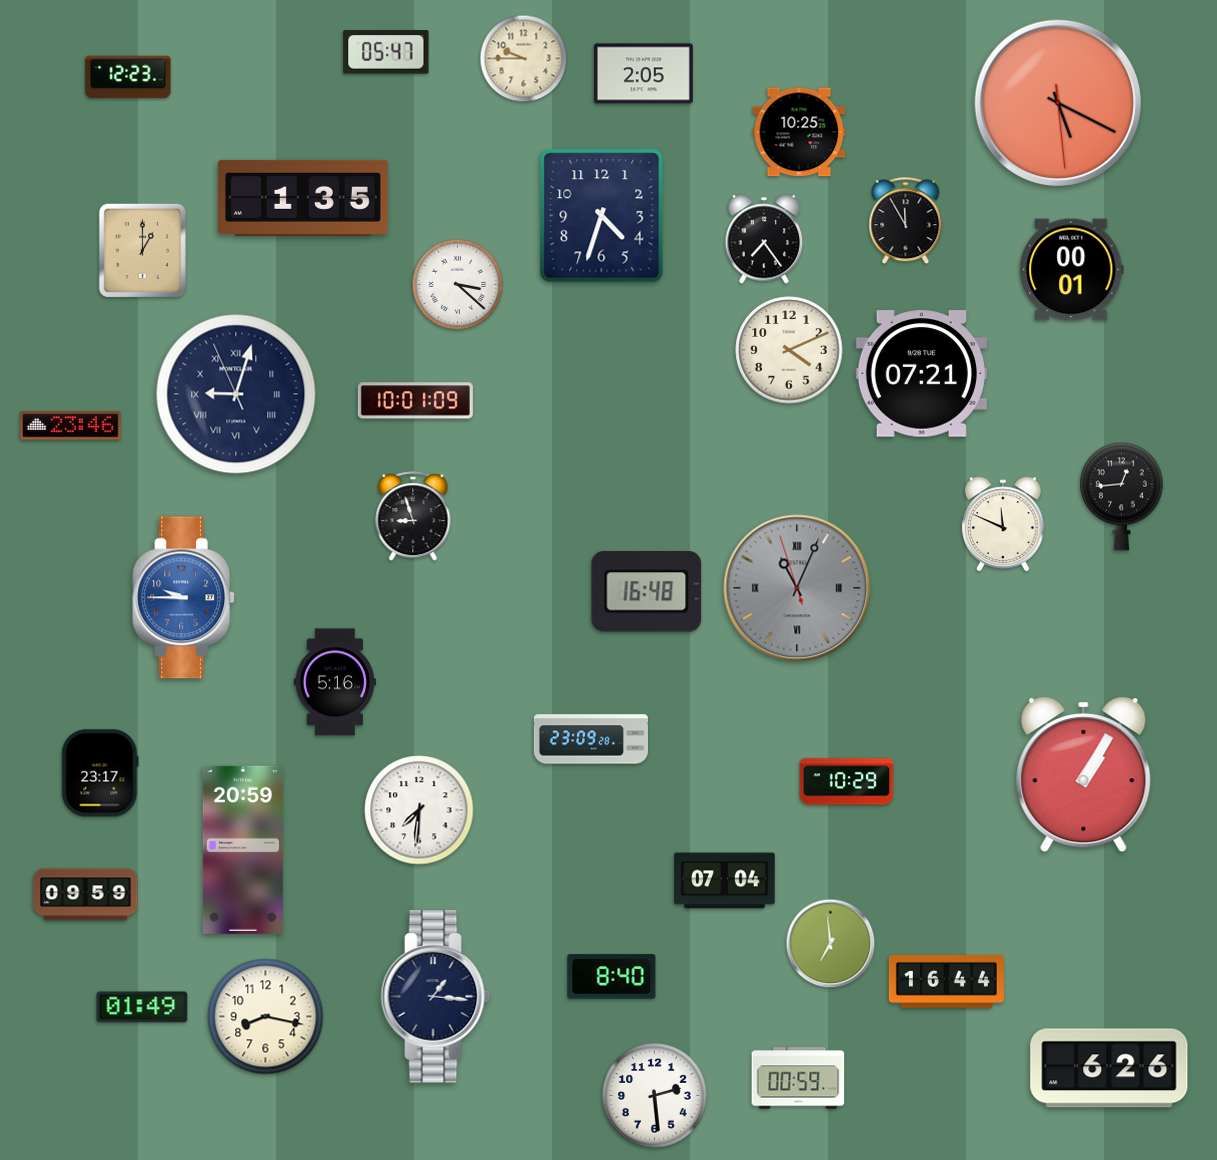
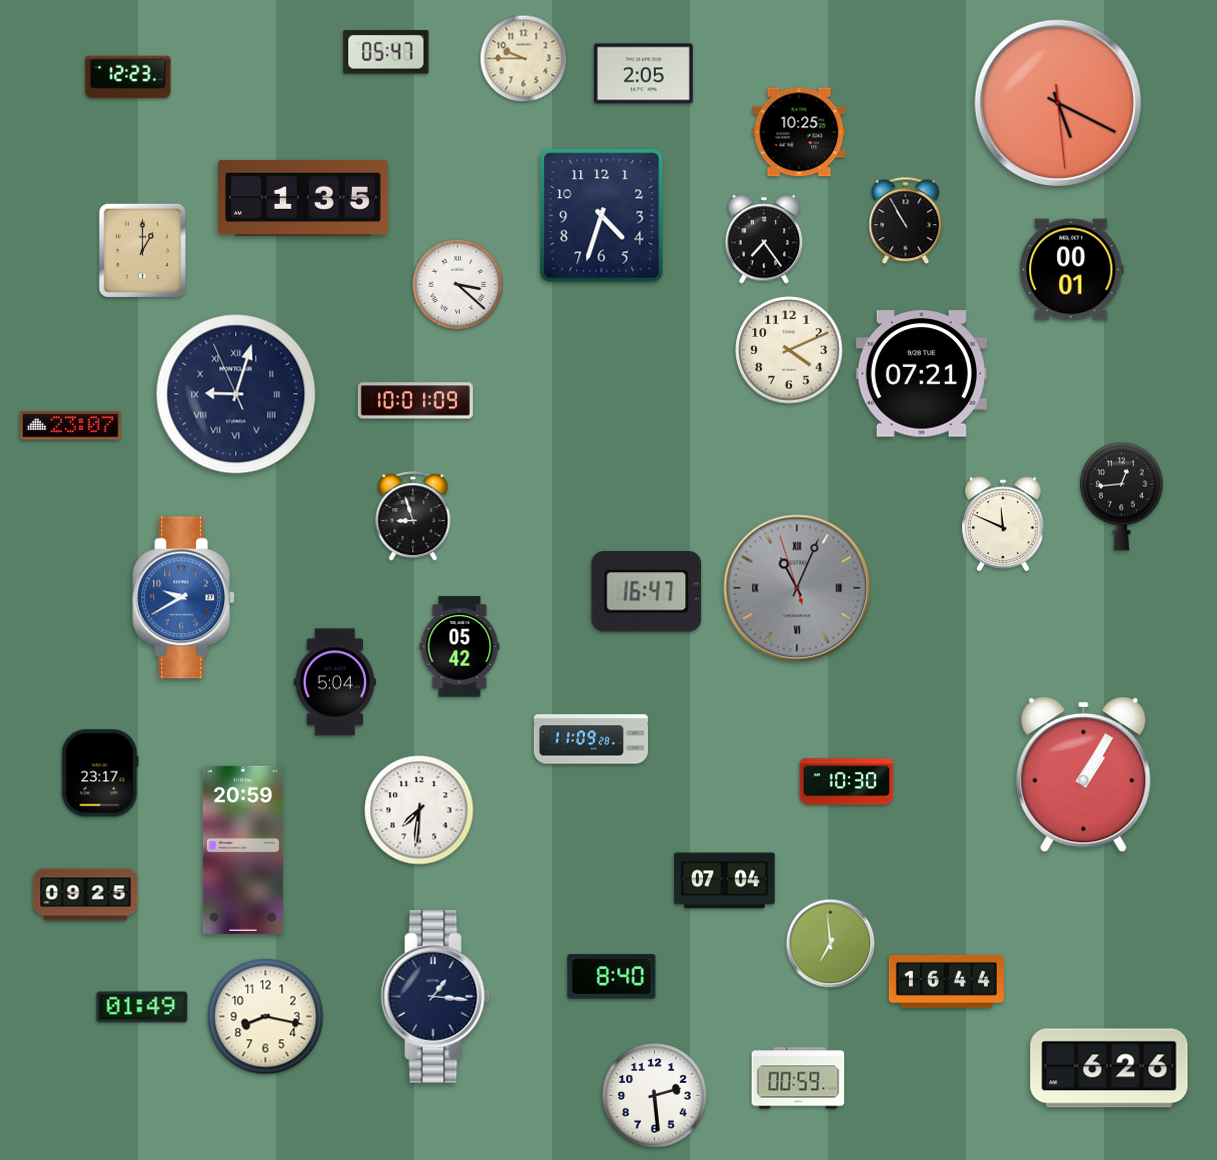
clock at (906, 221): 11:55 -> 10:55
clock at (71, 426): 23:46 -> 23:07
clock at (647, 592): 16:48 -> 16:47
clock at (184, 598): 9:45 -> 9:40
clock at (460, 647): none -> 05:42
clock at (335, 682): 5:16 -> 5:04
clock at (591, 739): 23:09 -> 11:09
clock at (847, 782): 10:29 -> 10:30
clock at (86, 895): 09:59 -> 09:25
